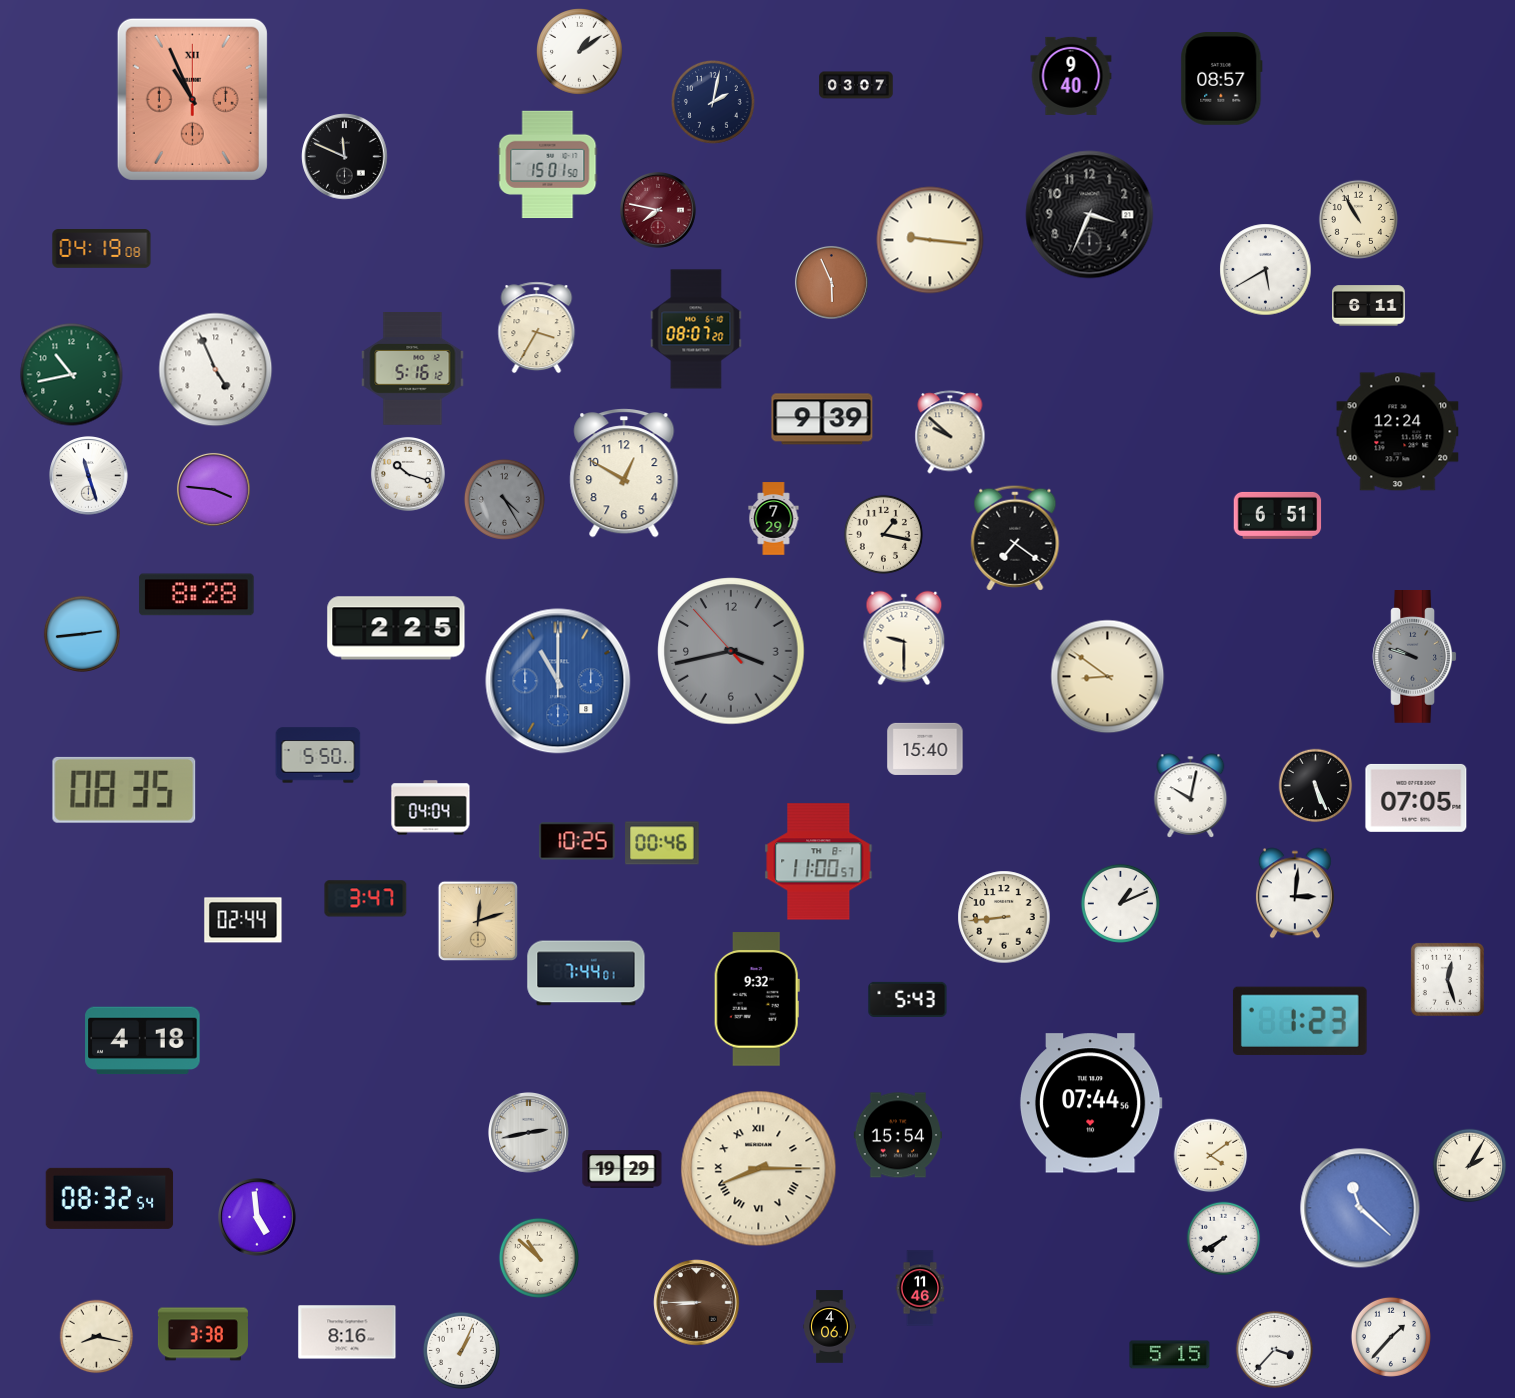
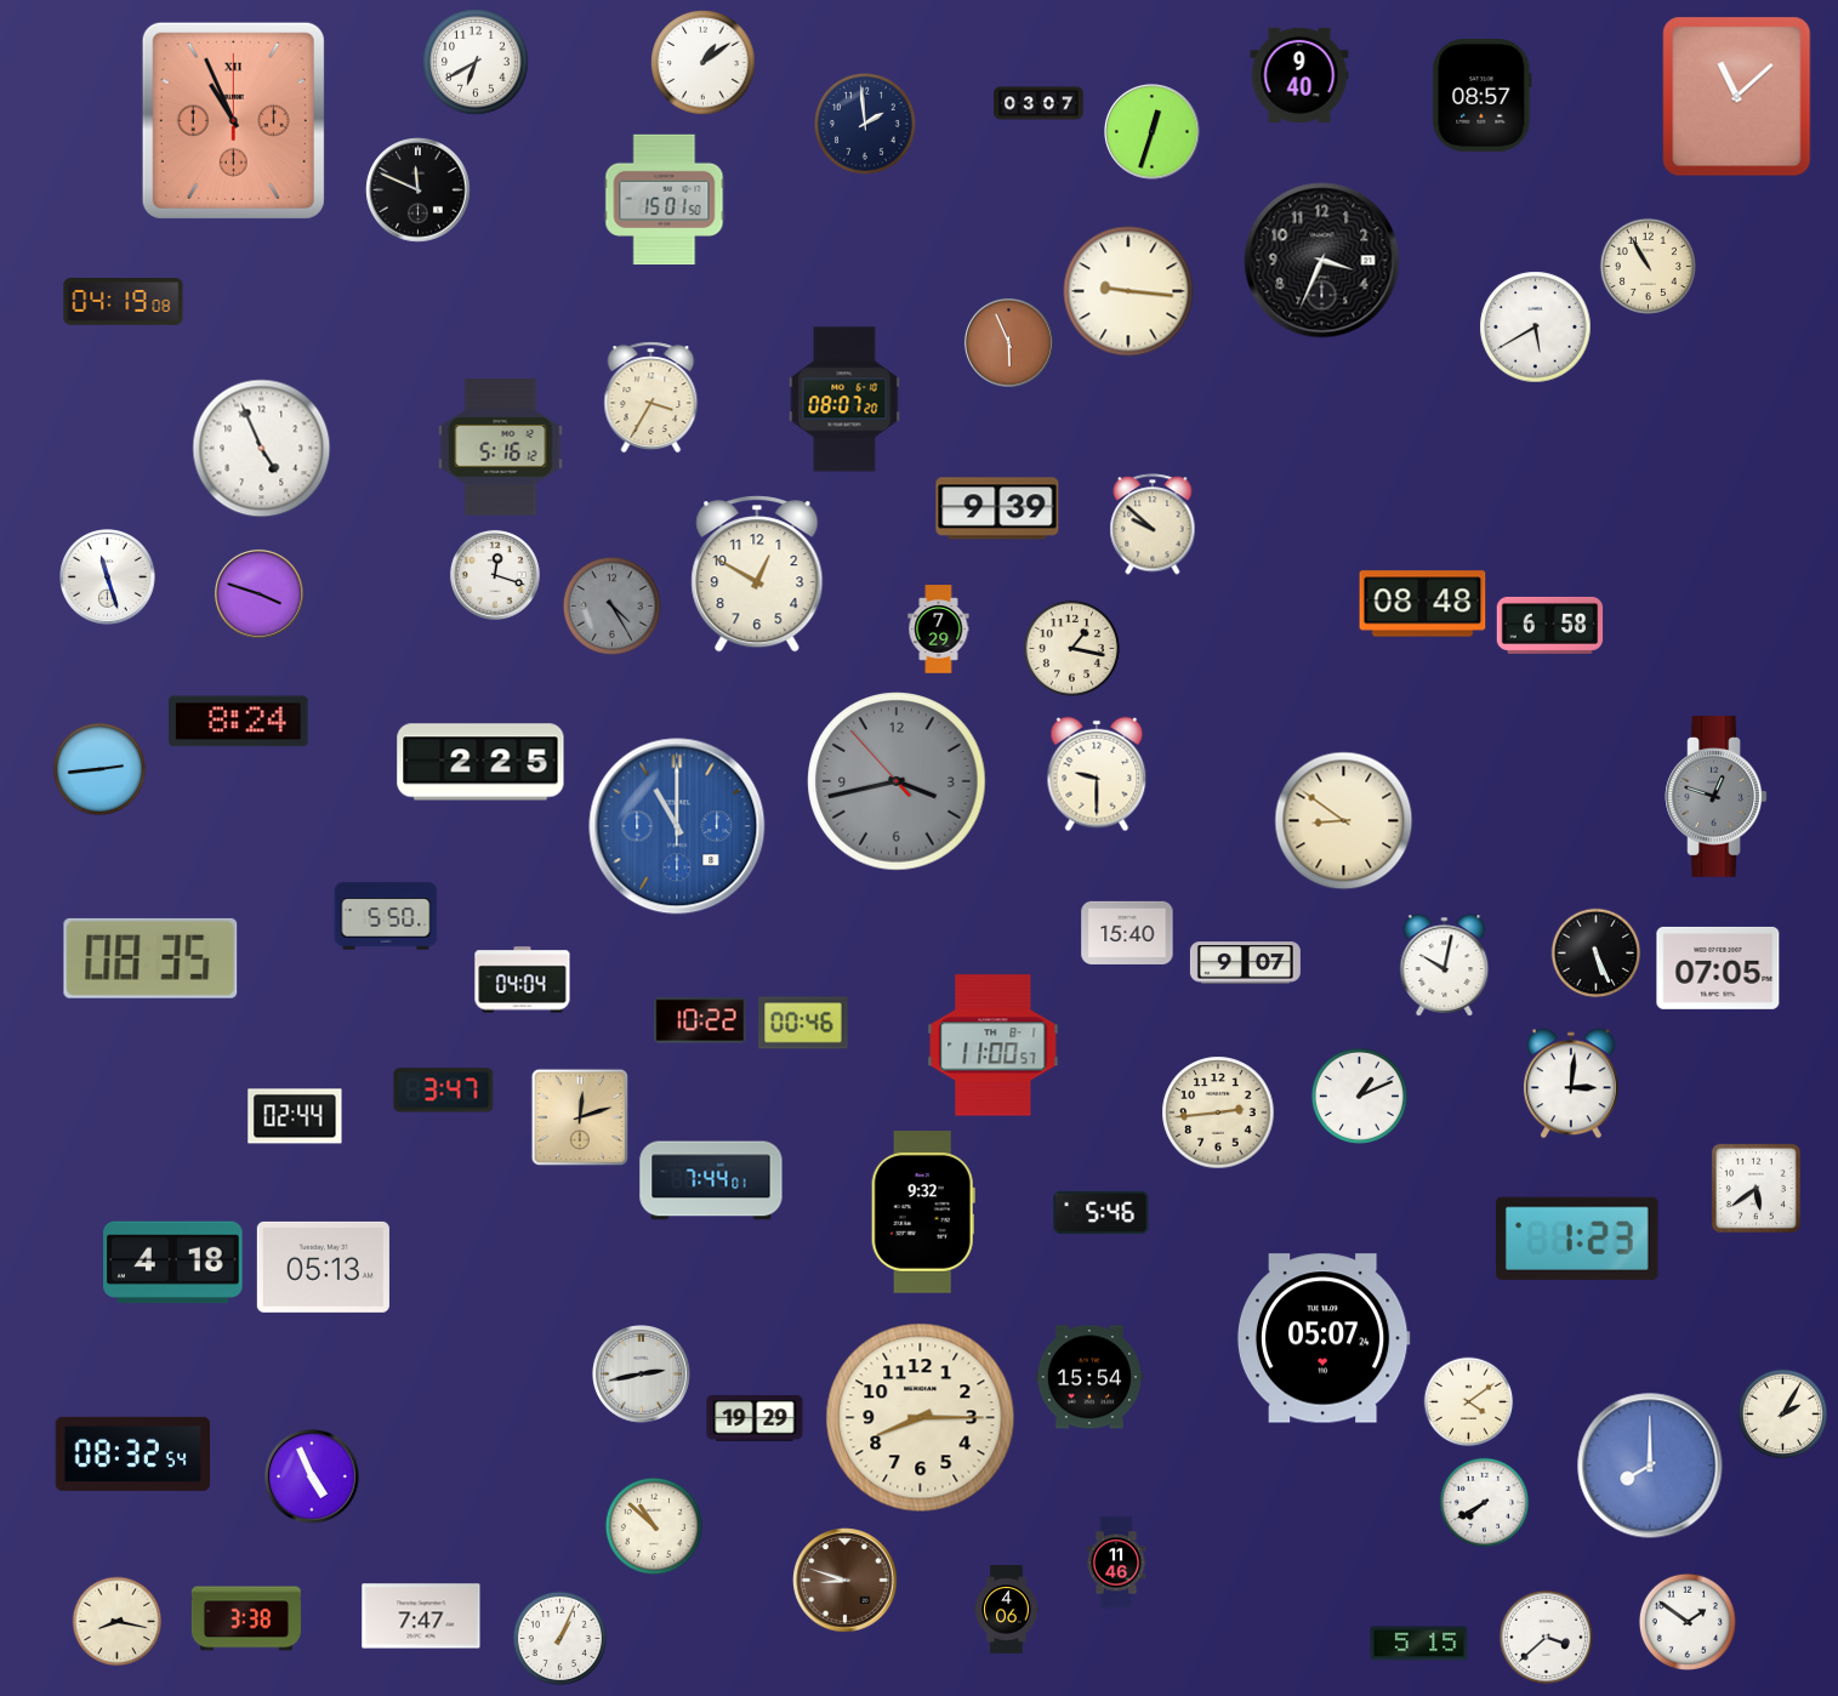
clock at (476, 62): none -> 6:40
clock at (1071, 76) position: (1071, 76) -> (1299, 75)
clock at (1737, 97): none -> 11:08
clock at (713, 102): 2:02 -> 1:59
clock at (1153, 132): none -> 12:33
clock at (658, 210): 7:47 -> none
clock at (1369, 306): 6:11 -> none
clock at (72, 375): 10:43 -> none
clock at (1398, 432): 12:24 -> none
clock at (408, 474): 10:18 -> 12:18
clock at (213, 489): 3:46 -> 3:48
clock at (1423, 604): none -> 08:48
clock at (1278, 515): 6:51 -> 6:58
clock at (1015, 538): 7:21 -> none
clock at (197, 595): 8:28 -> 8:24
clock at (731, 651) position: (731, 651) -> (897, 781)
clock at (1415, 657): 9:48 -> 12:48
clock at (925, 749) position: (925, 749) -> (1127, 933)
clock at (1245, 963): none -> 9:07
clock at (577, 841): 10:25 -> 10:22
clock at (1004, 917): 8:44 -> 2:44
clock at (1447, 979): 12:27 -> 5:39
clock at (757, 999) position: (757, 999) -> (923, 1212)
clock at (908, 999): 5:43 -> 5:46
clock at (323, 1267): none -> 05:13
clock at (1091, 1103): 07:44 -> 05:07
clock at (759, 1169) numerals: Roman -> Arabic
clock at (1360, 1208): 11:22 -> 8:00
clock at (258, 1218): 4:59 -> 4:56
clock at (697, 1303): 8:45 -> 8:48
clock at (347, 1332): 8:16 -> 7:47
clock at (1391, 1337): 1:37 -> 1:51
clock at (1274, 1349): 3:37 -> 3:38
